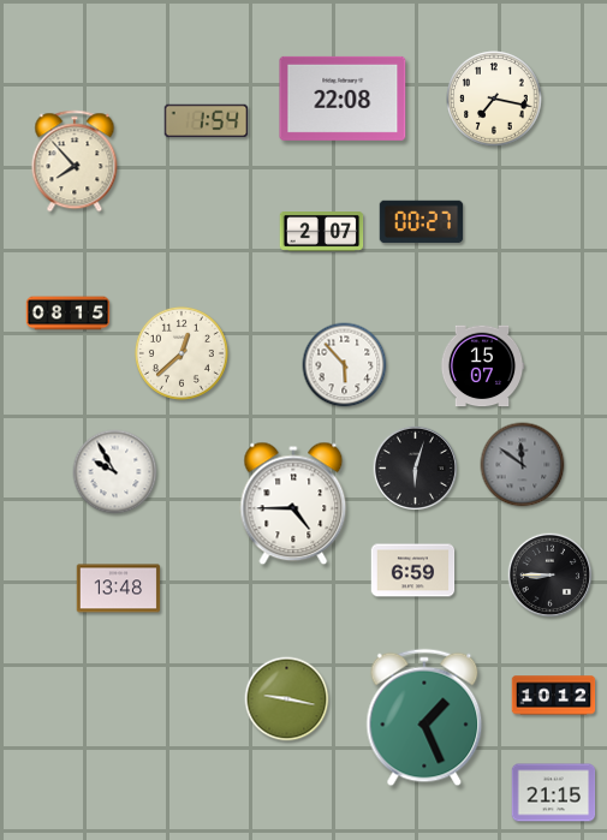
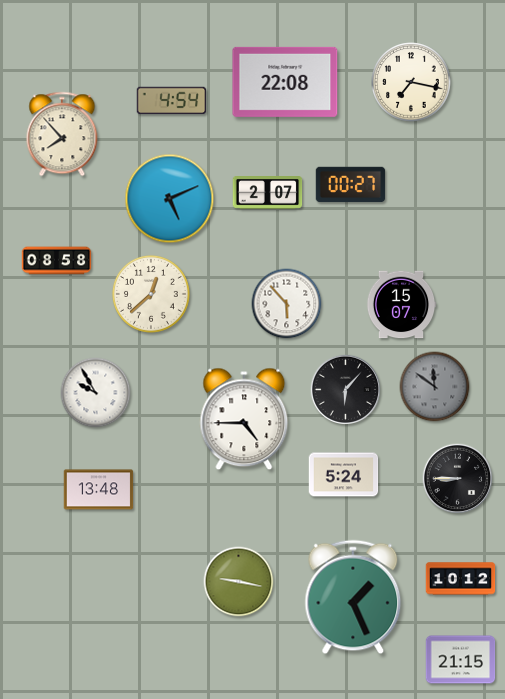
clock at (207, 121): 1:54 -> 4:54
clock at (170, 199): none -> 5:11
clock at (69, 314): 08:15 -> 08:58
clock at (415, 467): 6:03 -> 6:07
clock at (413, 571): 6:59 -> 5:24
